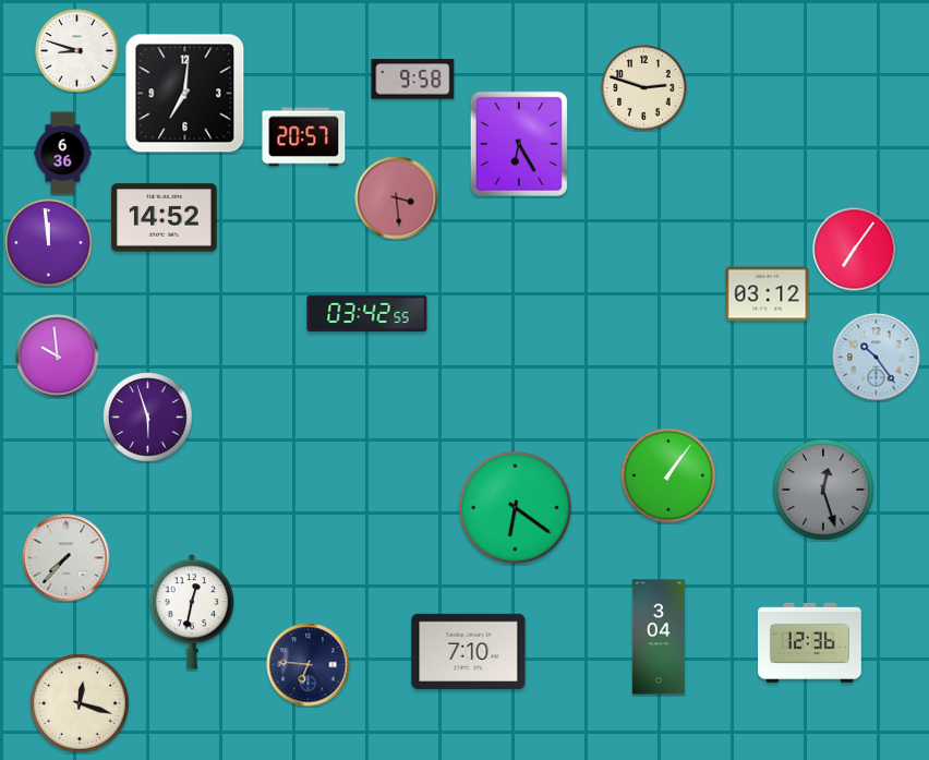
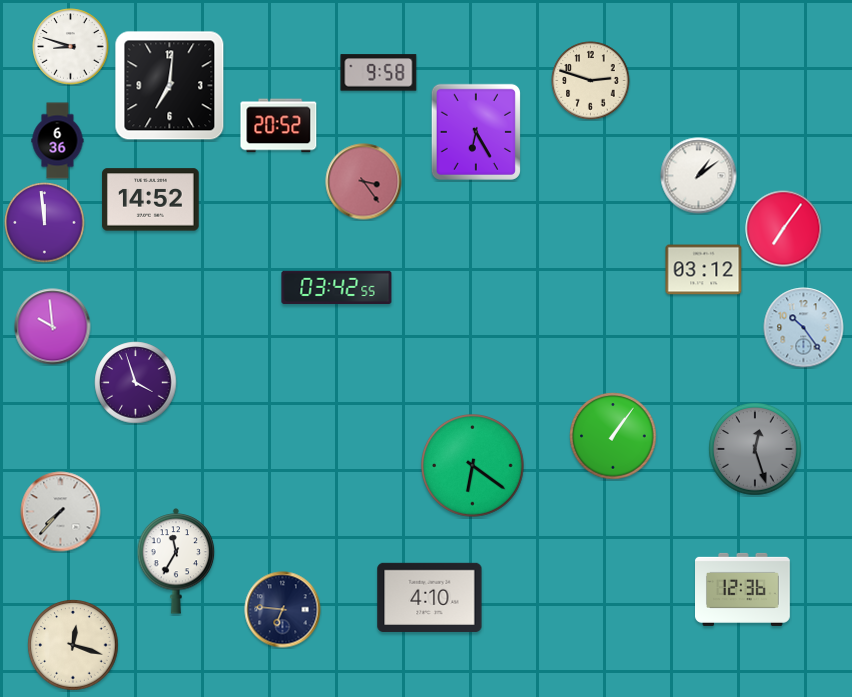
clock at (304, 137): 20:57 -> 20:52
clock at (699, 176): none -> 1:09
clock at (397, 198): 3:29 -> 3:24
clock at (148, 418): 5:57 -> 3:57
clock at (192, 612): 12:32 -> 11:35
clock at (657, 637): 3:04 -> none
clock at (469, 651): 7:10 -> 4:10
